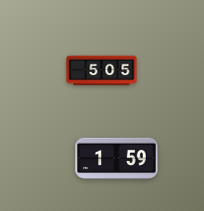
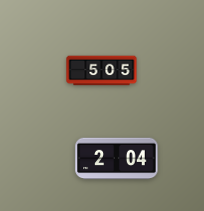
clock at (117, 159): 1:59 -> 2:04
